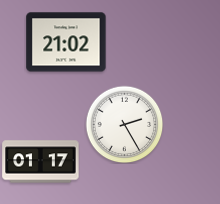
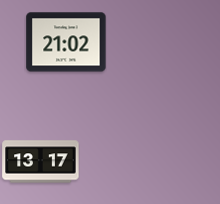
clock at (124, 124): 2:25 -> none
clock at (41, 162): 01:17 -> 13:17
